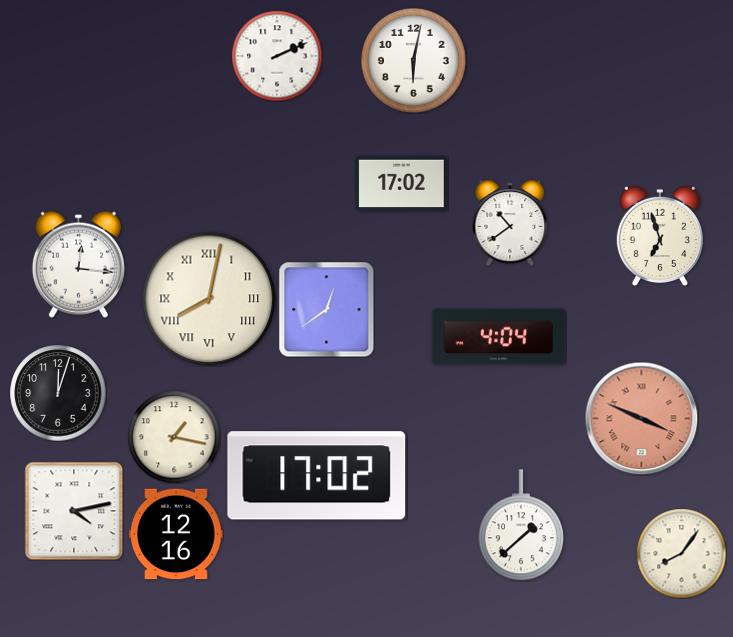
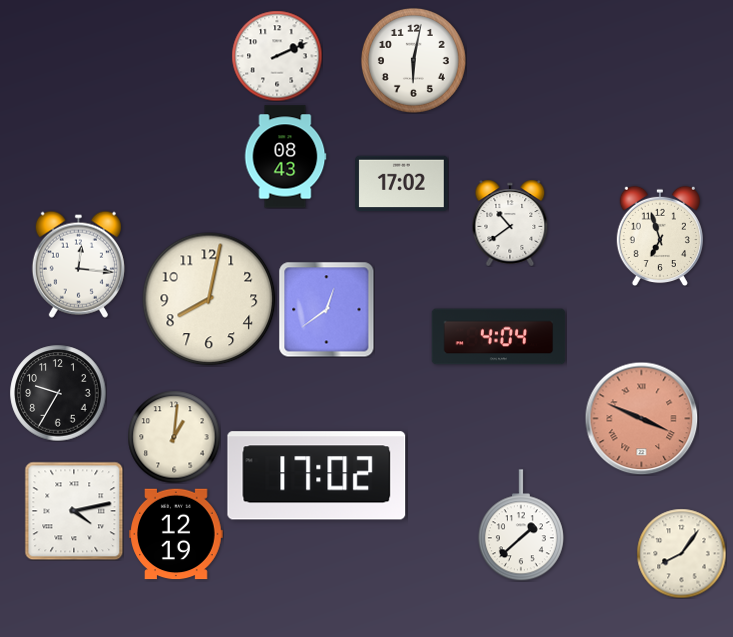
clock at (285, 157): none -> 08:43
clock at (209, 299) numerals: Roman -> Arabic
clock at (58, 393): 12:03 -> 9:35
clock at (174, 437): 1:17 -> 1:01
clock at (176, 534): 12:16 -> 12:19
